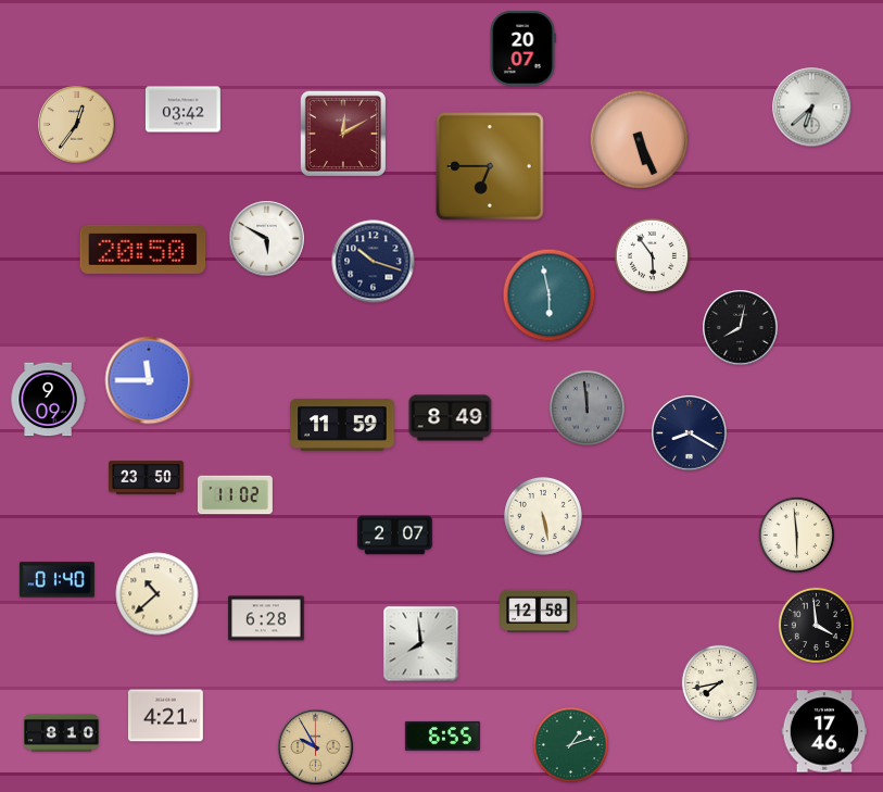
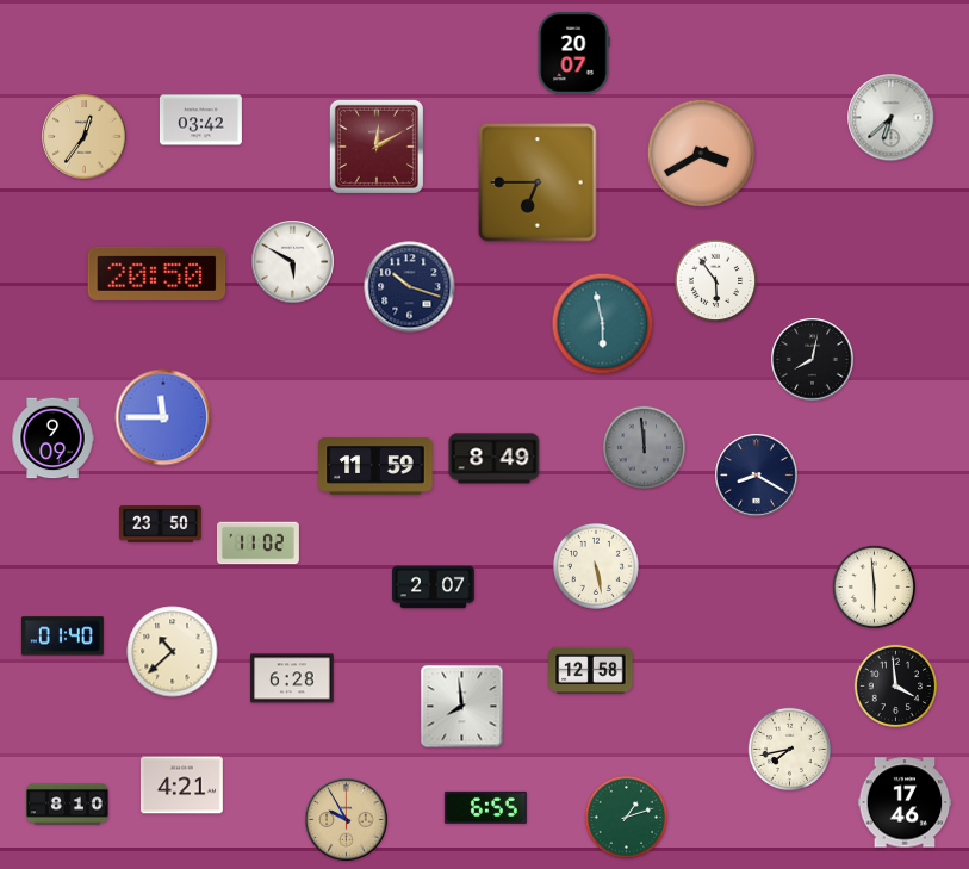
clock at (639, 139): 5:26 -> 3:40
